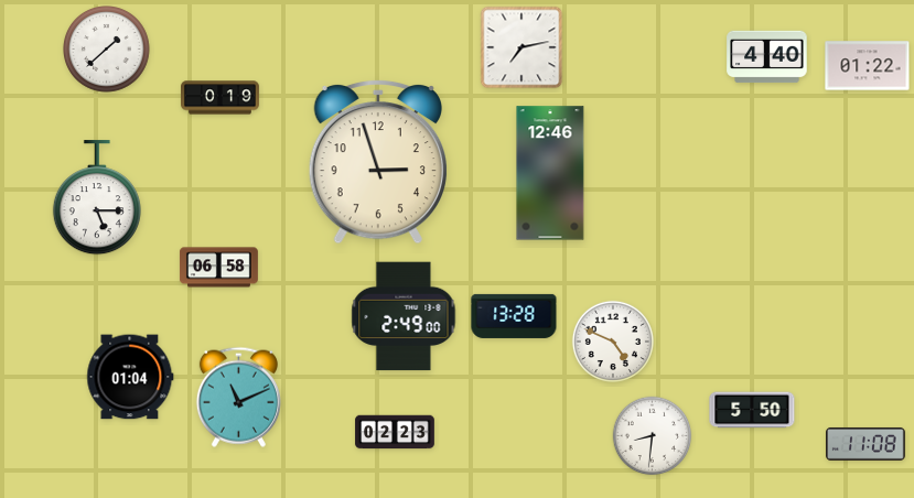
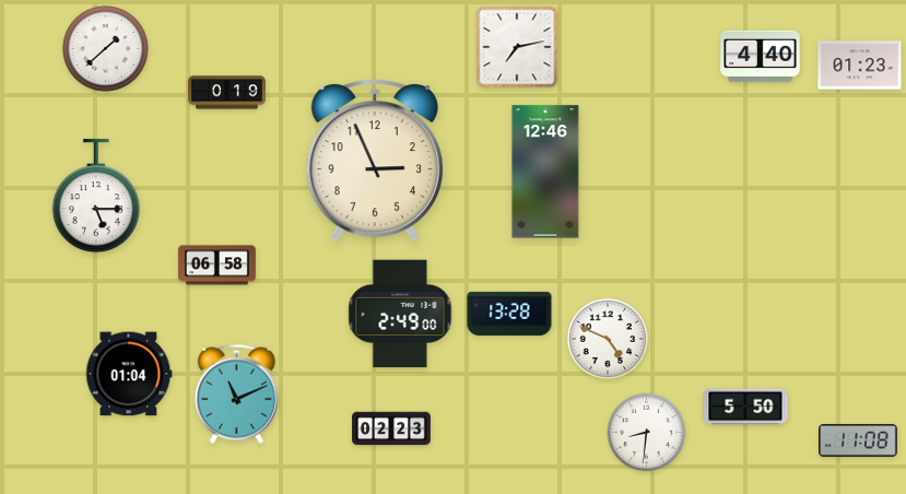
clock at (868, 66): 01:22 -> 01:23
clock at (221, 98) position: (221, 98) -> (227, 93)
clock at (378, 162): 2:57 -> 2:56
